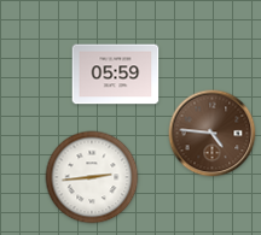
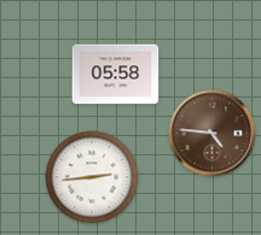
clock at (116, 75): 05:59 -> 05:58
